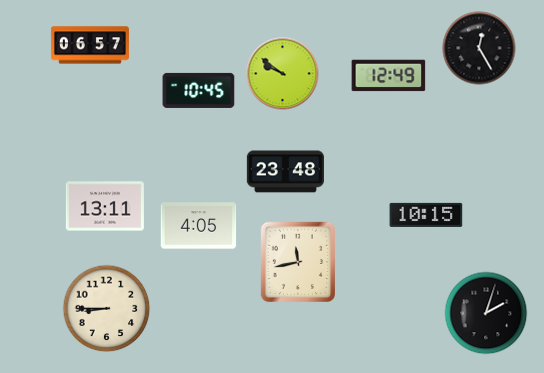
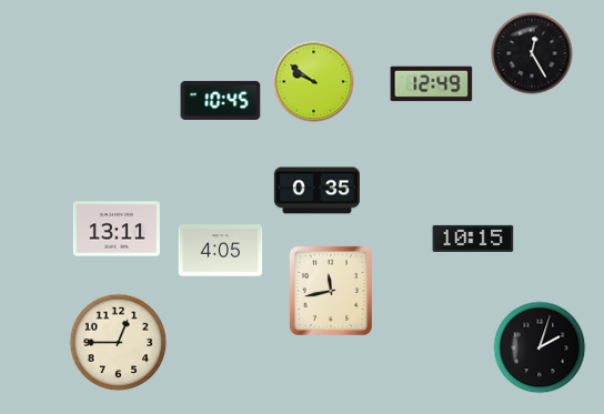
clock at (90, 45): 06:57 -> none
clock at (285, 172): 23:48 -> 0:35
clock at (107, 309): 8:45 -> 12:45
